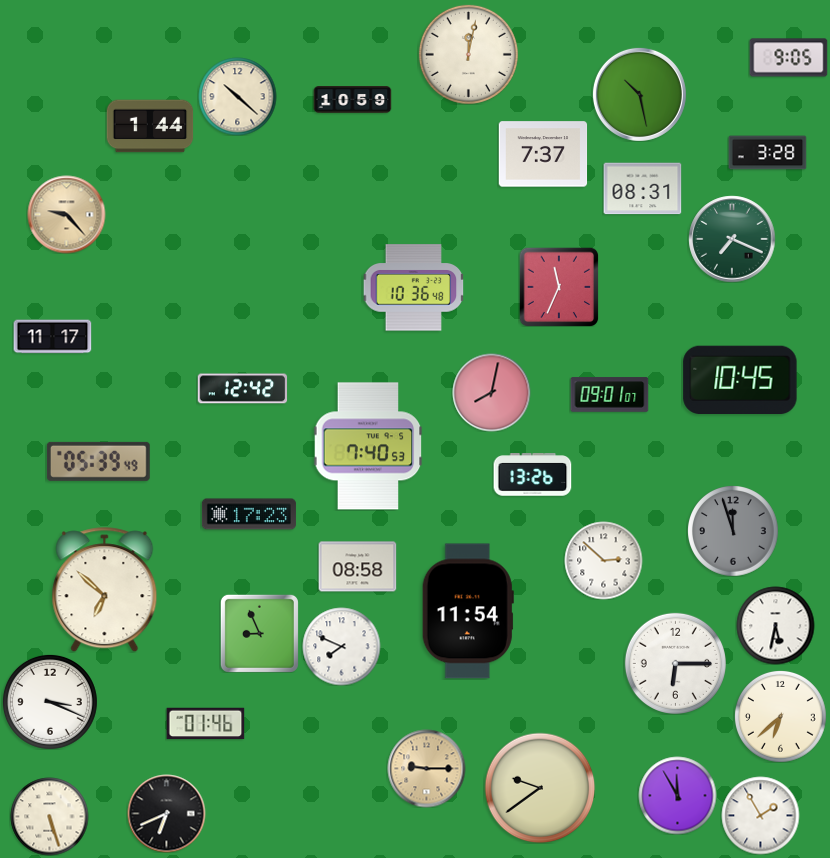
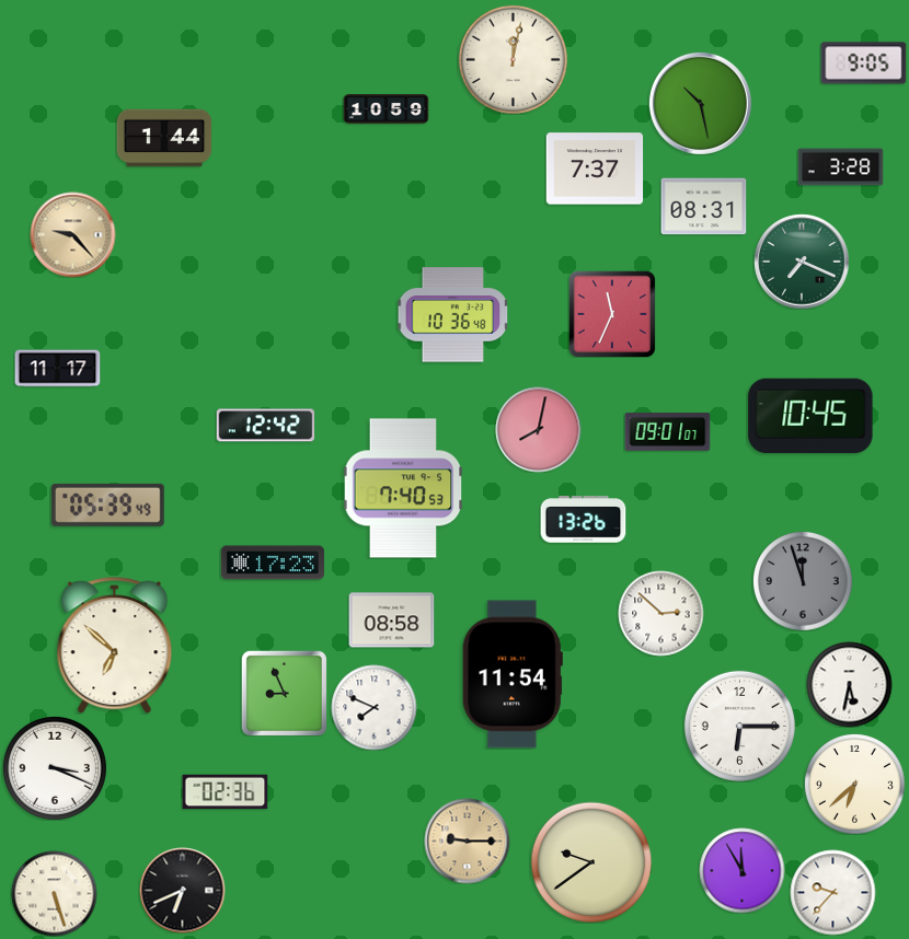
clock at (237, 96): 10:22 -> none
clock at (468, 611) position: (468, 611) -> (513, 674)
clock at (205, 724): 01:46 -> 02:36
clock at (760, 815): 1:55 -> 9:37
